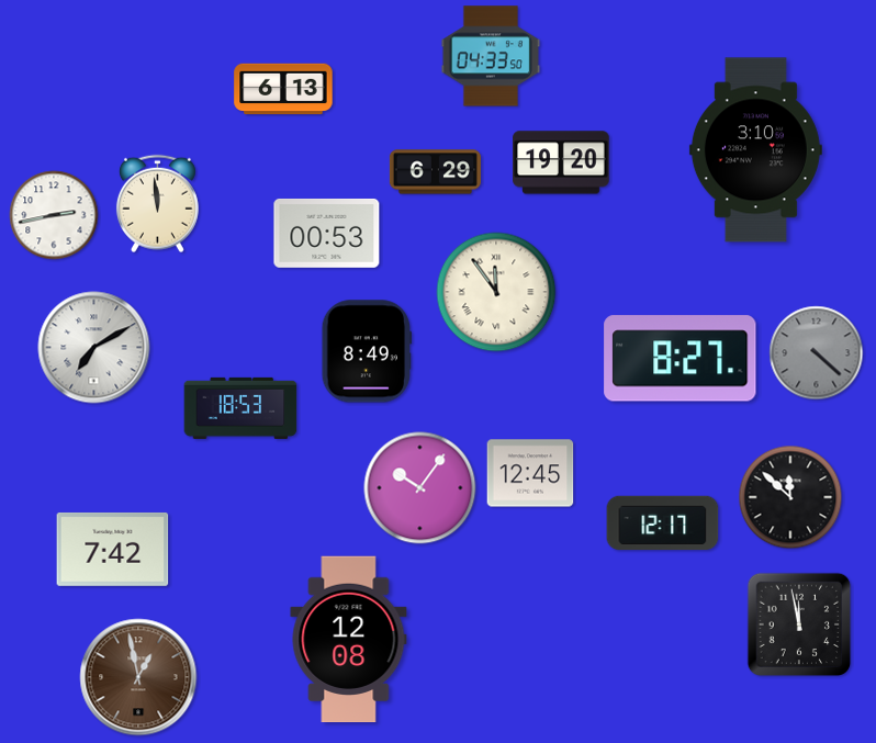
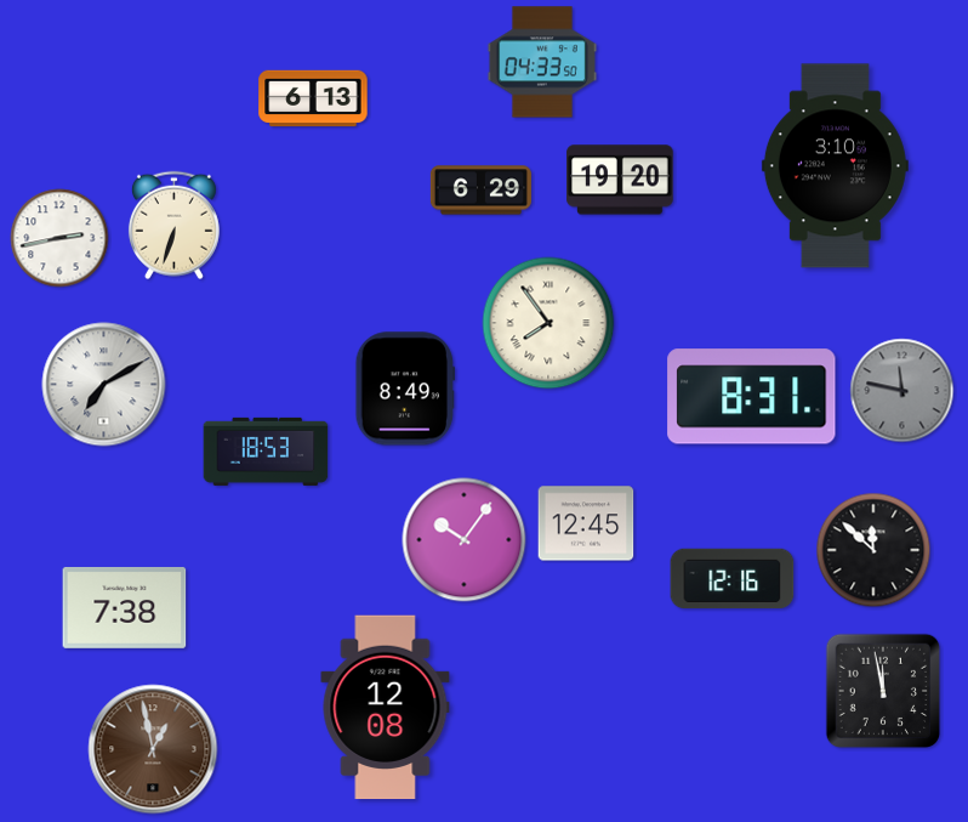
clock at (157, 204): 11:59 -> 6:33
clock at (327, 233): 00:53 -> none
clock at (496, 292): 11:54 -> 7:54
clock at (817, 353): 4:22 -> 11:47
clock at (681, 359): 8:27 -> 8:31
clock at (663, 524): 12:17 -> 12:16
clock at (113, 549): 7:42 -> 7:38
